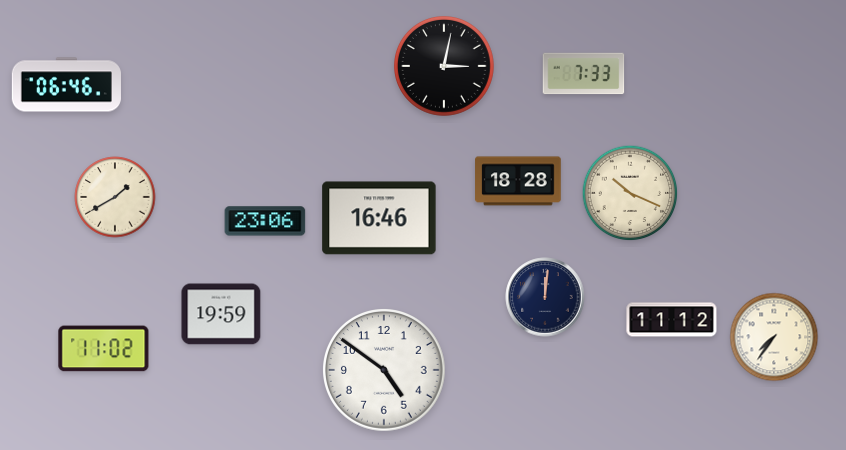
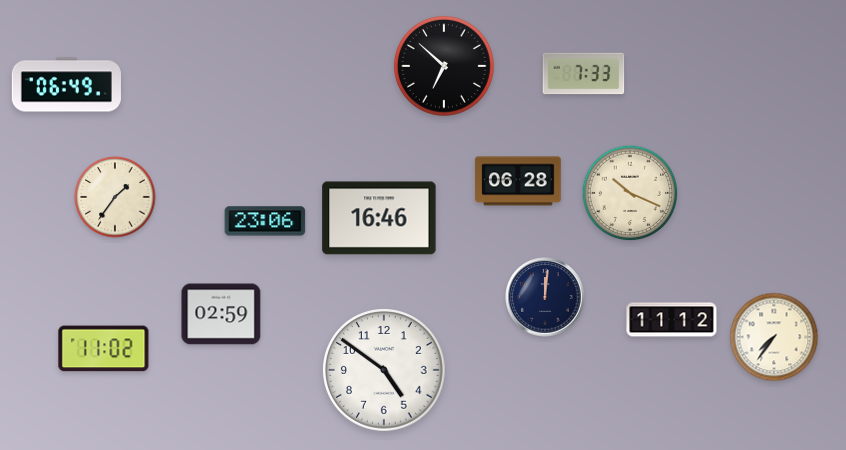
clock at (445, 67): 3:02 -> 6:52
clock at (66, 85): 06:46 -> 06:49
clock at (518, 181): 18:28 -> 06:28
clock at (115, 197): 1:40 -> 1:36
clock at (221, 314): 19:59 -> 02:59
